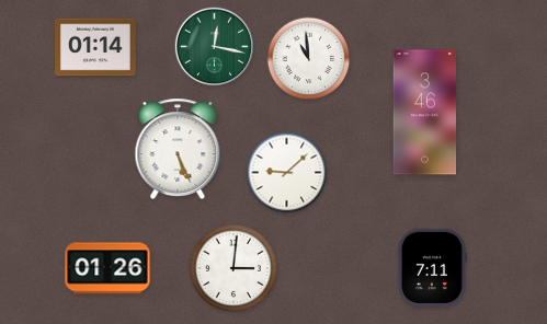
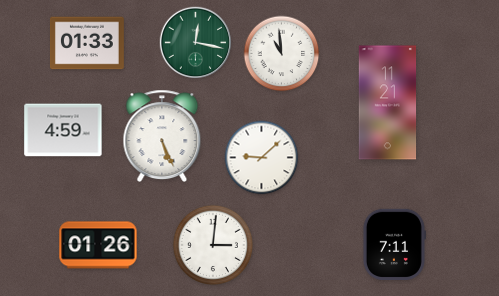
clock at (95, 47): 01:14 -> 01:33
clock at (425, 113): 3:46 -> 11:21
clock at (63, 130): none -> 4:59
